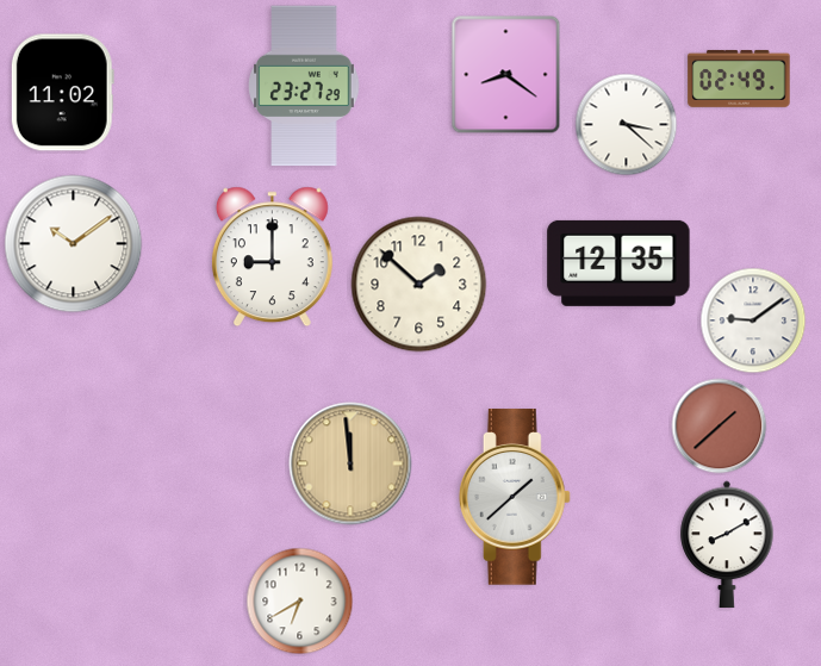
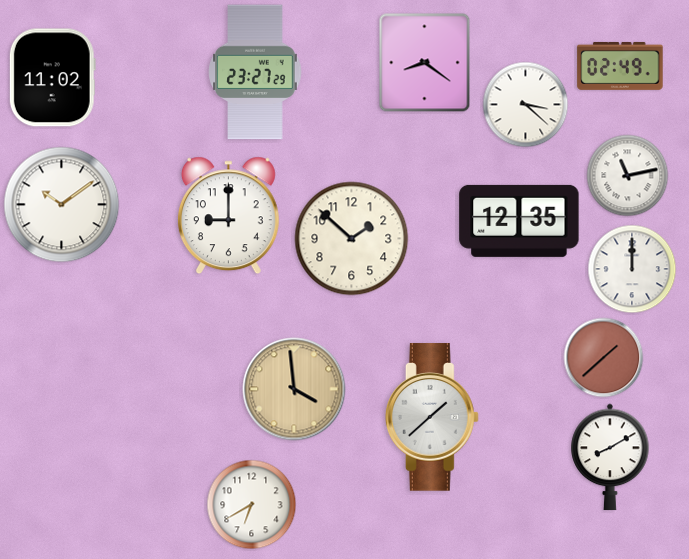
clock at (628, 176): none -> 11:13
clock at (753, 320): 9:09 -> 12:00
clock at (350, 463): 11:59 -> 3:59
